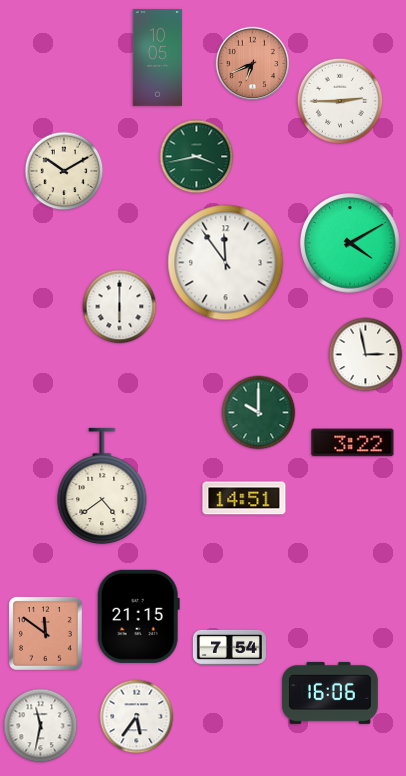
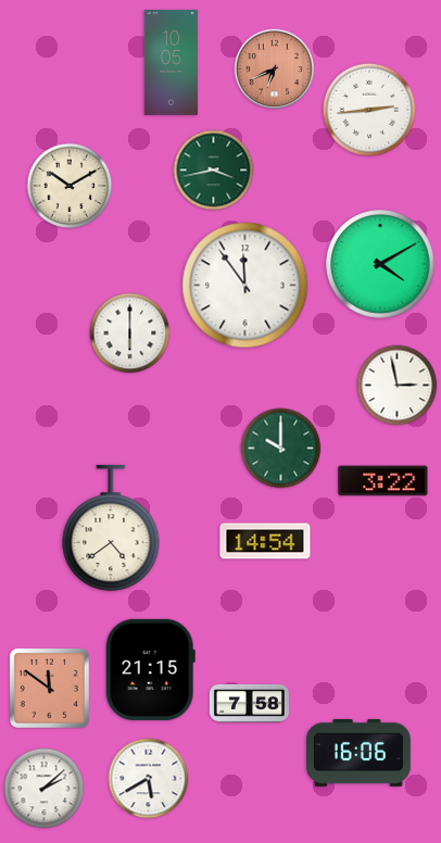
clock at (339, 100): 2:45 -> 2:44
clock at (244, 498): 14:51 -> 14:54
clock at (229, 647): 7:54 -> 7:58
clock at (137, 717): 5:36 -> 5:40
clock at (41, 726): 11:32 -> 2:08
